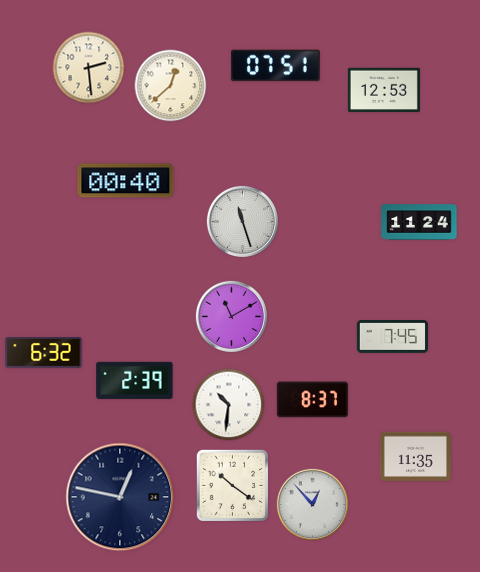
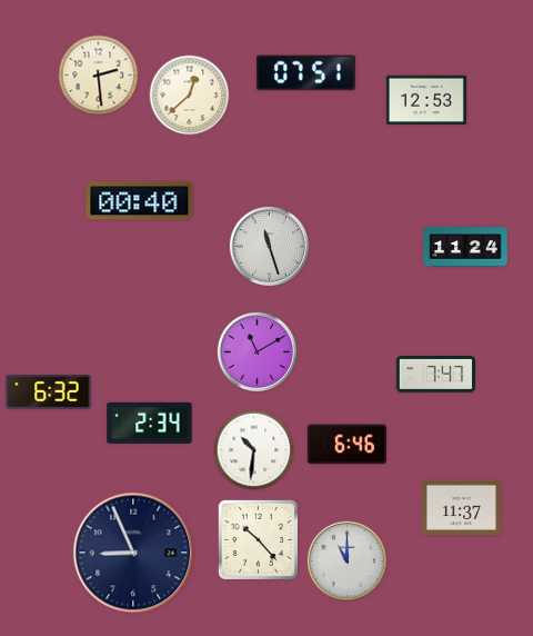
clock at (392, 337): 7:45 -> 7:47
clock at (135, 380): 2:39 -> 2:34
clock at (312, 400): 8:37 -> 6:46
clock at (415, 456): 11:35 -> 11:37
clock at (233, 486): 10:21 -> 10:23
clock at (120, 497): 12:47 -> 8:56
clock at (312, 504): 12:53 -> 11:00
